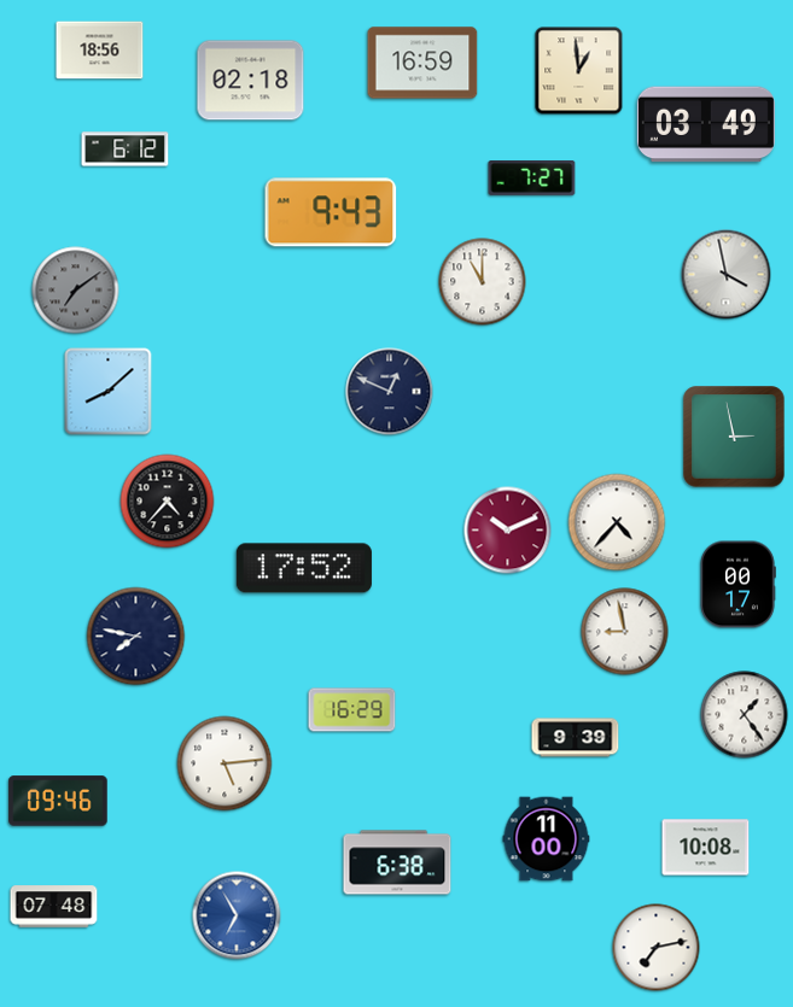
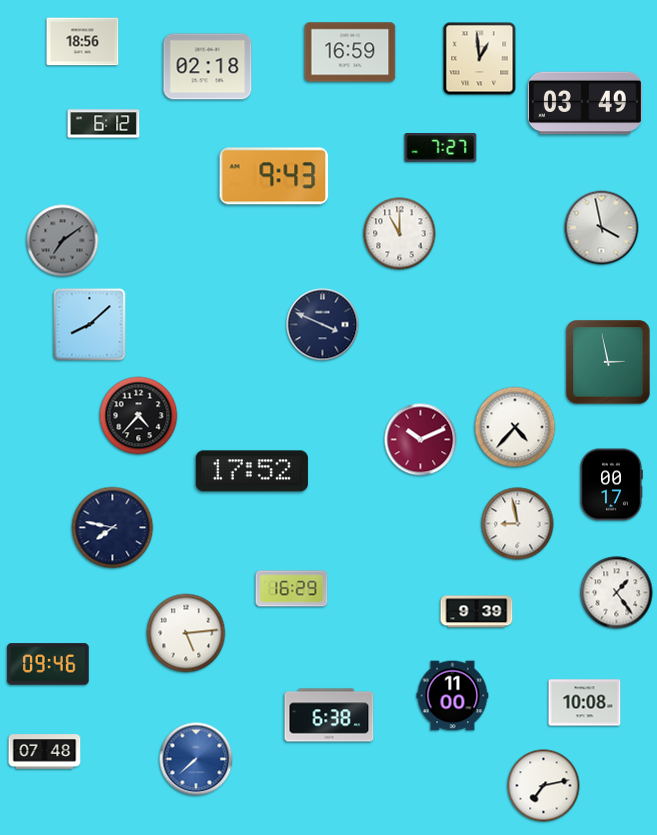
clock at (390, 392): 12:49 -> 3:49
clock at (617, 522) position: (617, 522) -> (515, 427)
clock at (237, 915): 6:55 -> 7:38
